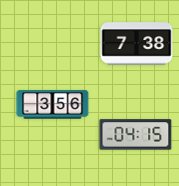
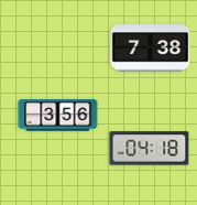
clock at (136, 135): 04:15 -> 04:18
